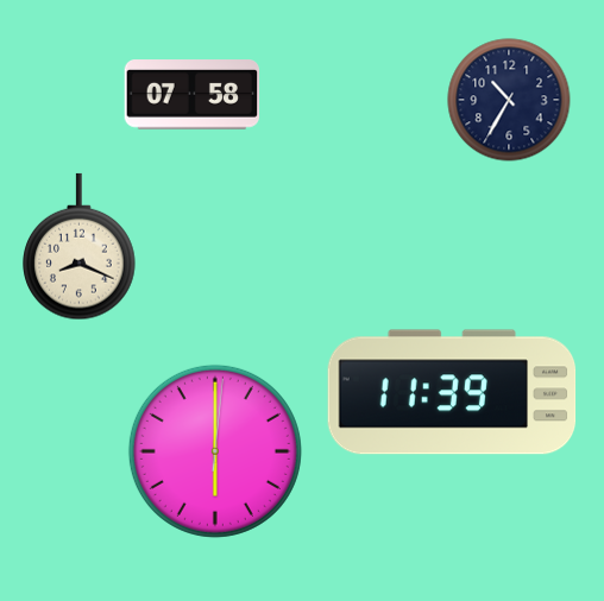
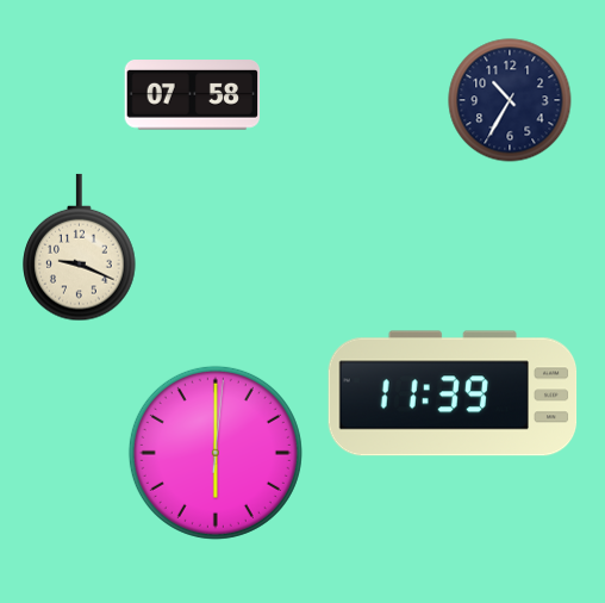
clock at (80, 247): 8:19 -> 9:19
